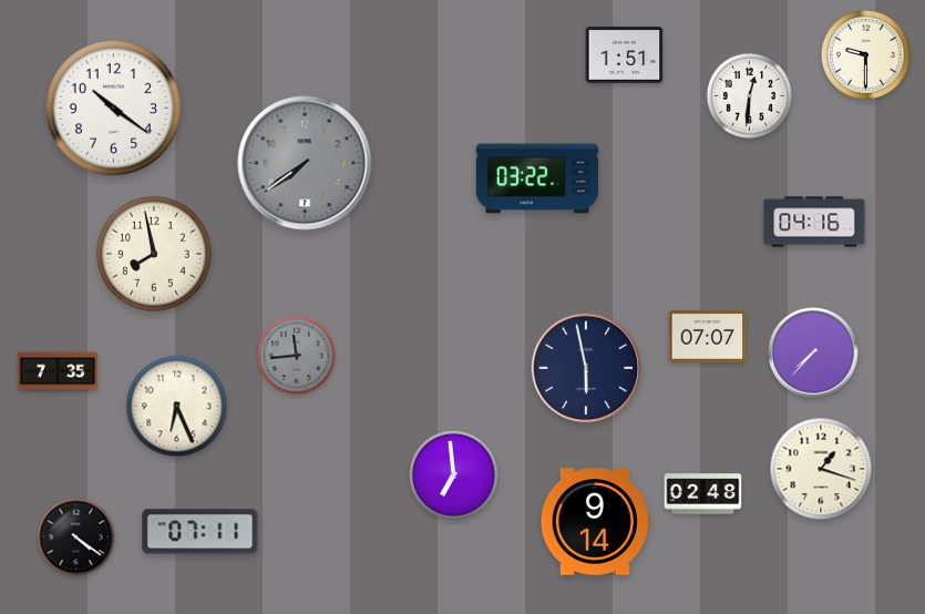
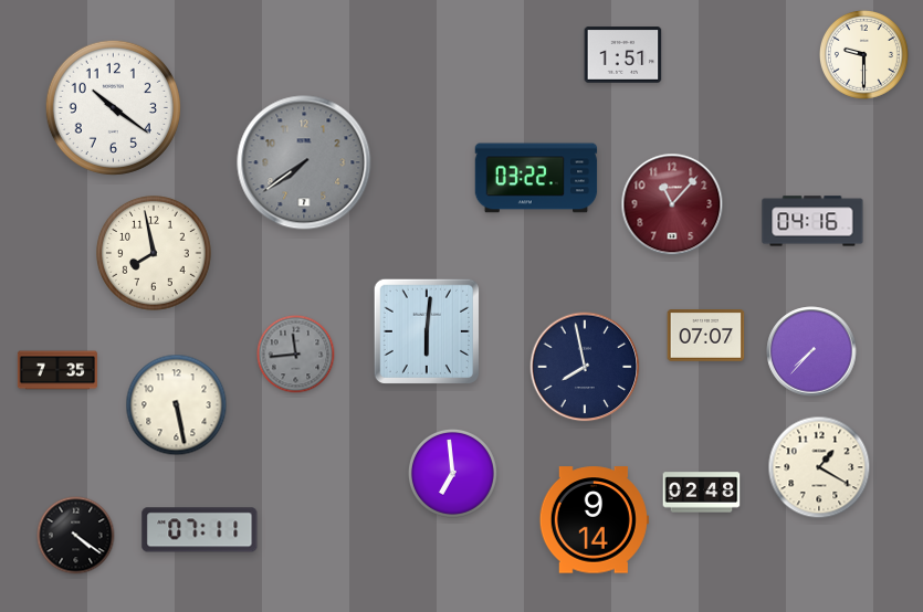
clock at (750, 96): 12:31 -> none
clock at (672, 204): none -> 11:07
clock at (427, 331): none -> 6:01
clock at (586, 368): 5:58 -> 7:58
clock at (177, 407): 6:26 -> 5:28
clock at (821, 469): 1:18 -> 1:20
